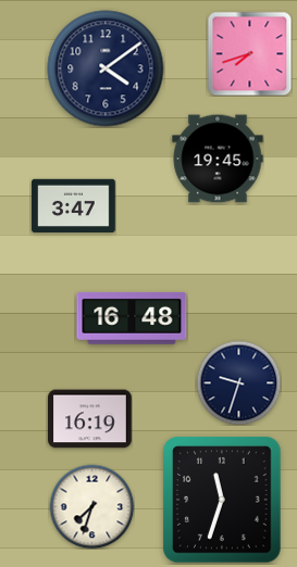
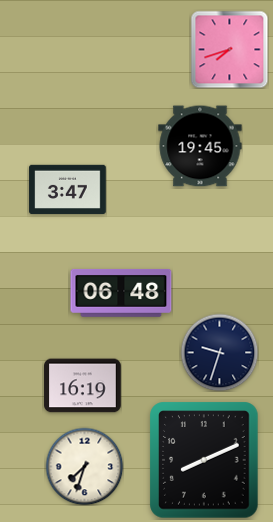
clock at (106, 68): 4:09 -> none
clock at (132, 318): 16:48 -> 06:48
clock at (222, 500): 11:33 -> 8:11
